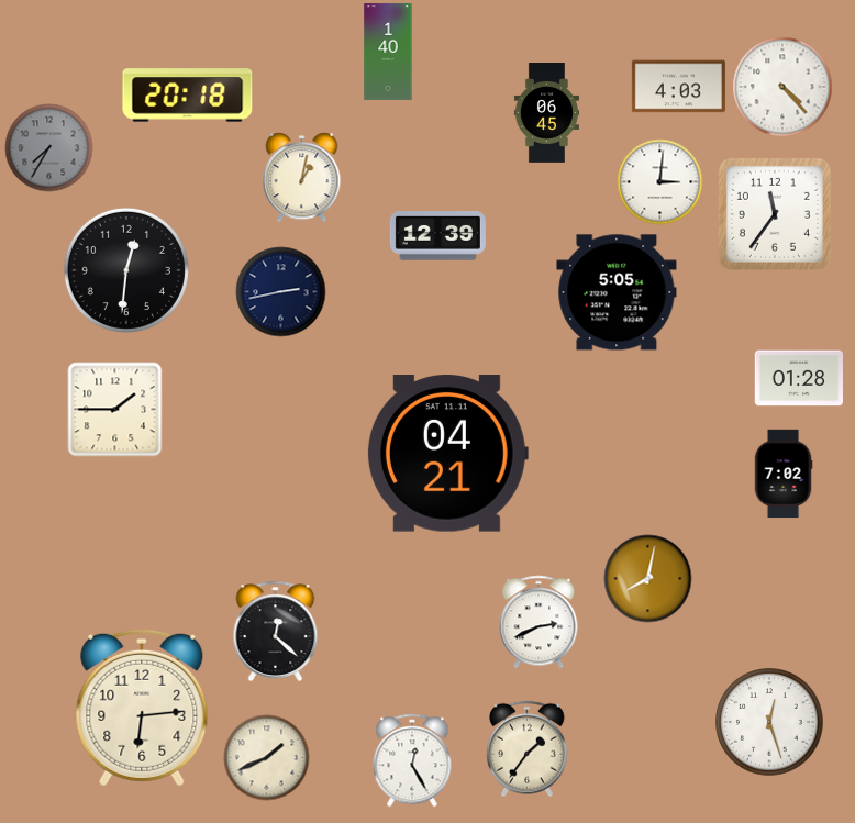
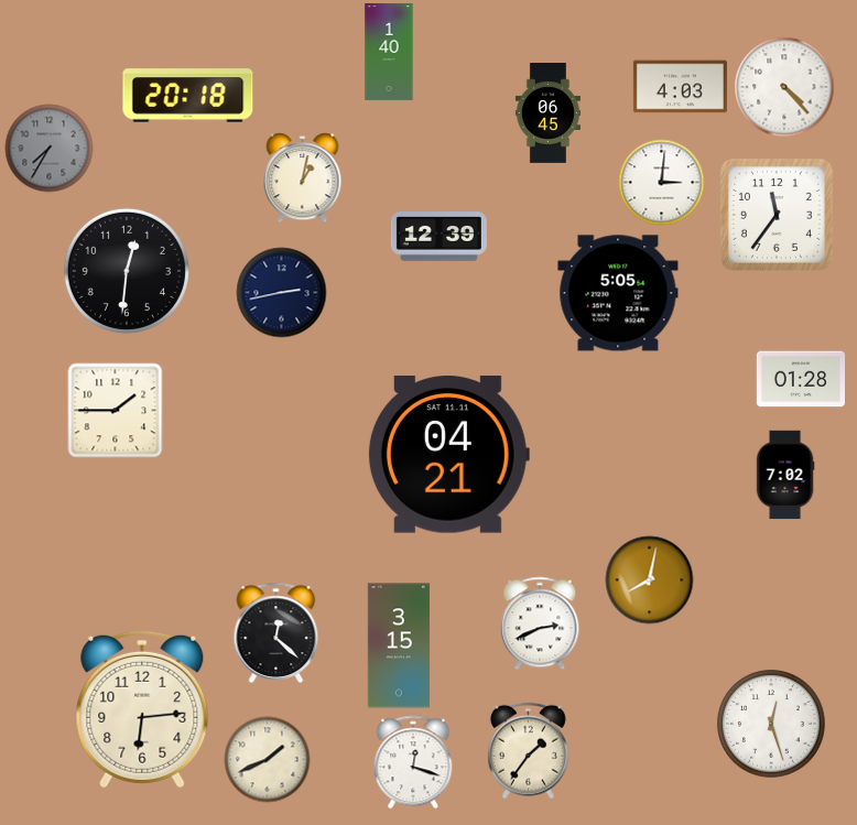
clock at (398, 645): none -> 3:15
clock at (412, 760): 12:25 -> 12:18
